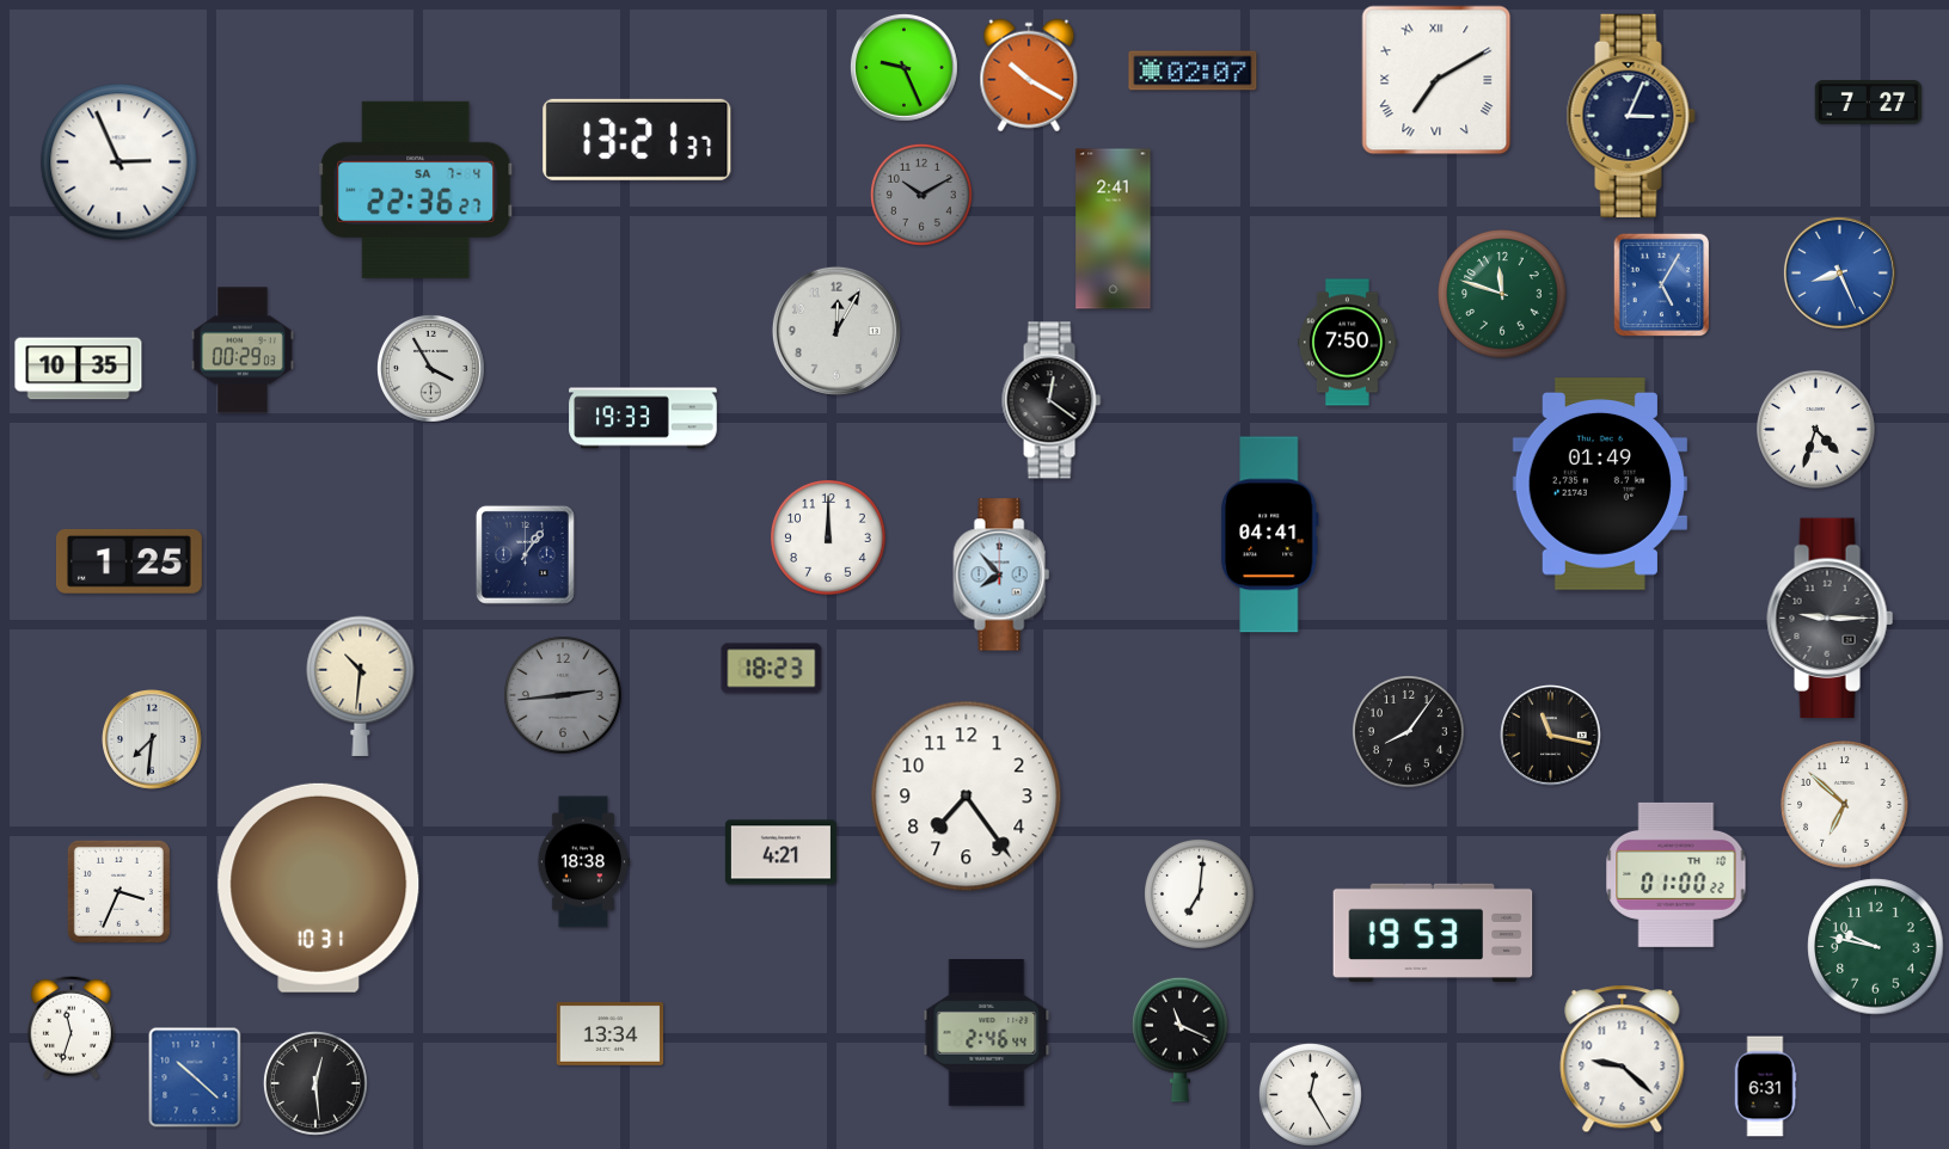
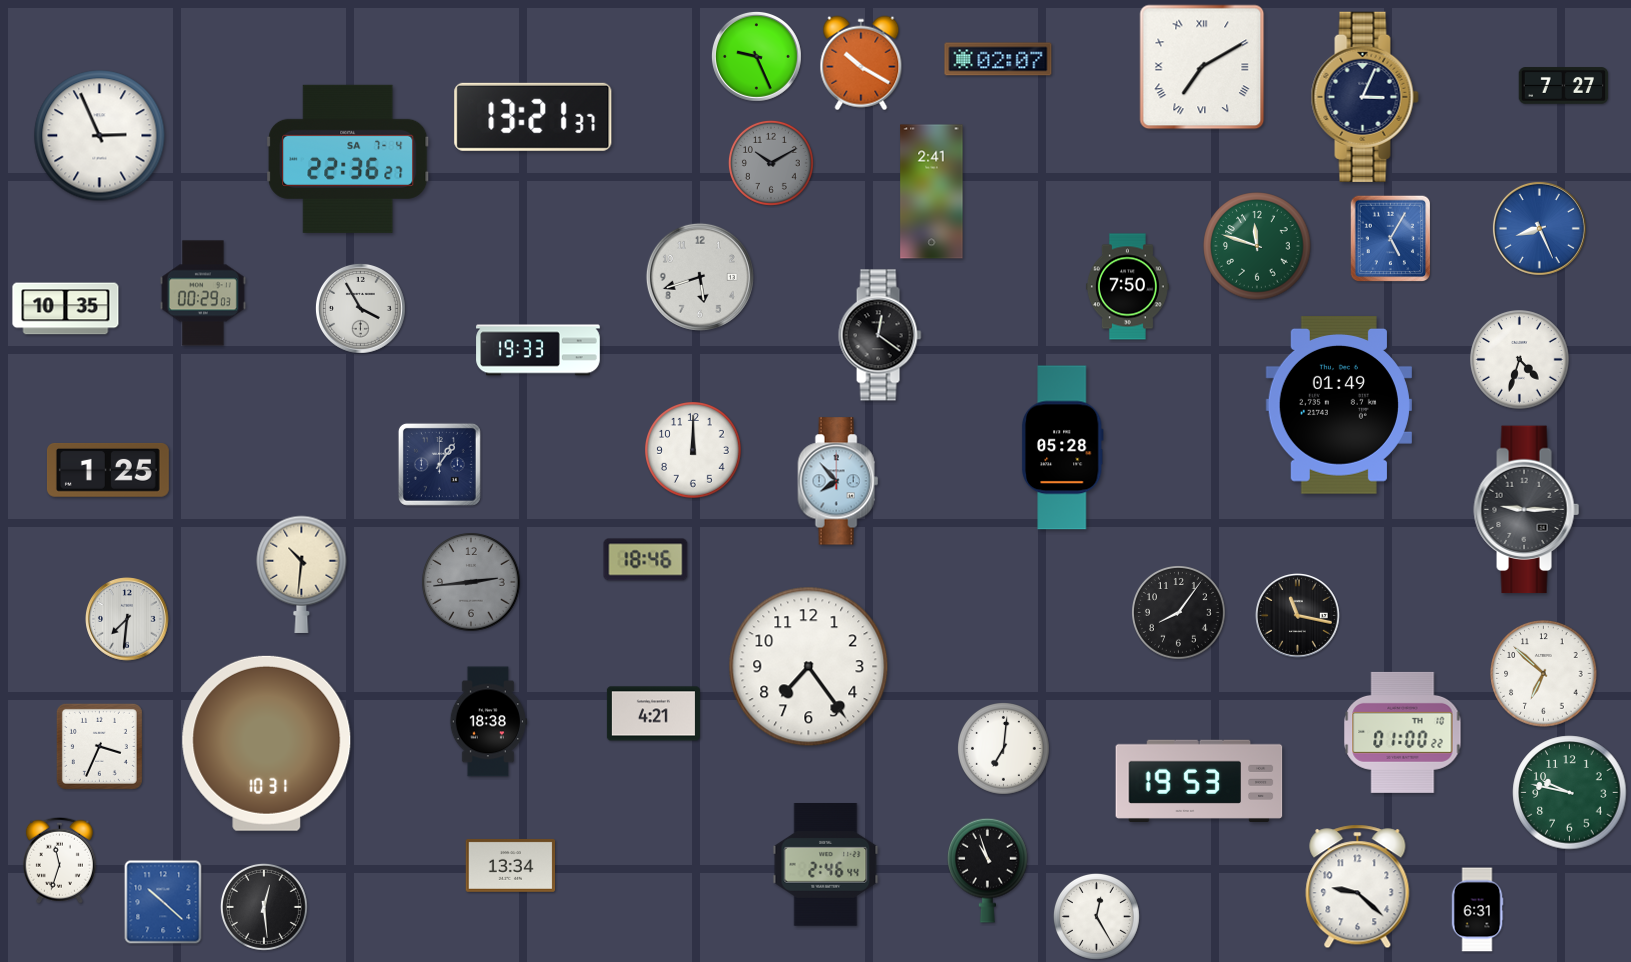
clock at (836, 331): 12:05 -> 5:42
clock at (1269, 535): 04:41 -> 05:28
clock at (1831, 619) position: (1831, 619) -> (1527, 510)
clock at (772, 669): 18:23 -> 18:46
clock at (1181, 1039): 11:19 -> 10:57
